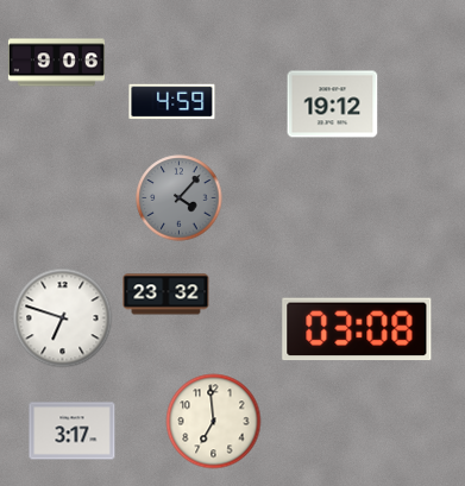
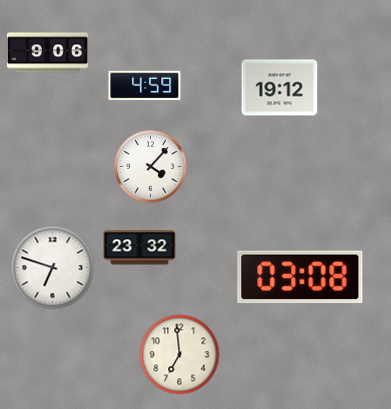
clock at (180, 198) dial: grey -> white
clock at (73, 431): 3:17 -> none
